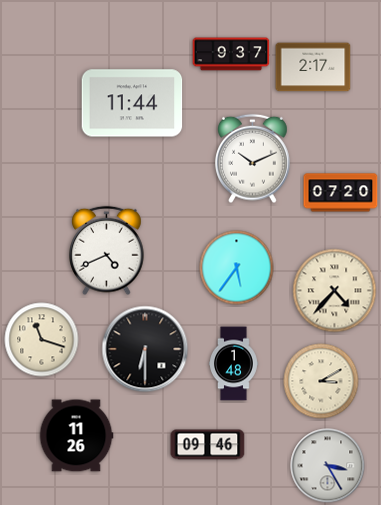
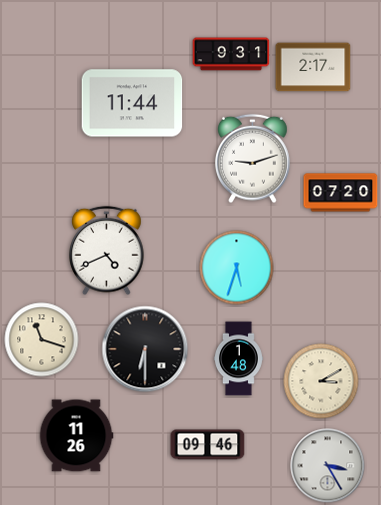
clock at (231, 54): 9:37 -> 9:31
clock at (253, 159): 10:11 -> 9:12
clock at (237, 268): 5:36 -> 5:33
clock at (335, 291): 4:37 -> none
clock at (234, 364) position: (234, 364) -> (239, 359)
